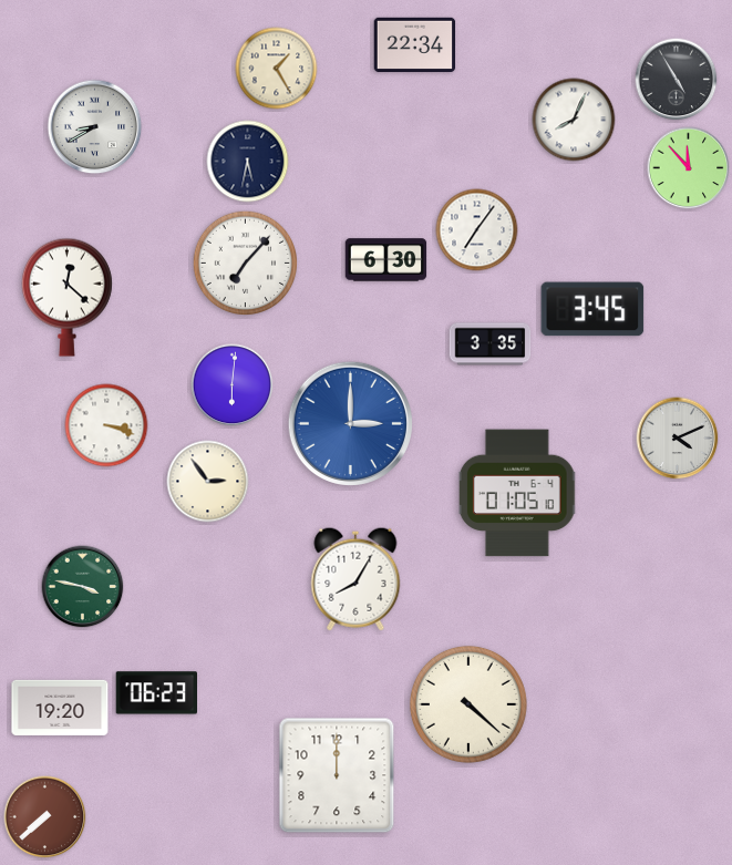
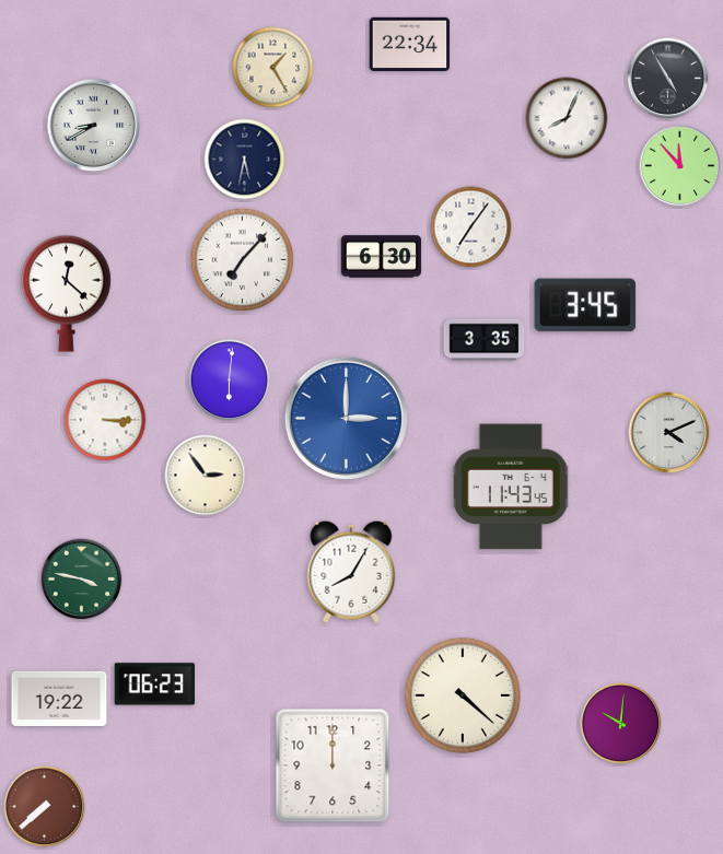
clock at (106, 425): 3:18 -> 3:15
clock at (517, 493): 01:05 -> 11:43
clock at (60, 708): 19:20 -> 19:22
clock at (621, 724): none -> 10:01
